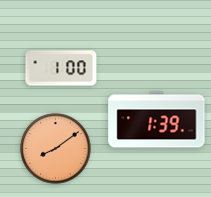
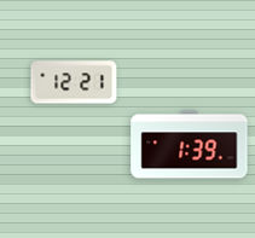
clock at (61, 68): 1:00 -> 12:21
clock at (56, 149): 8:09 -> none
